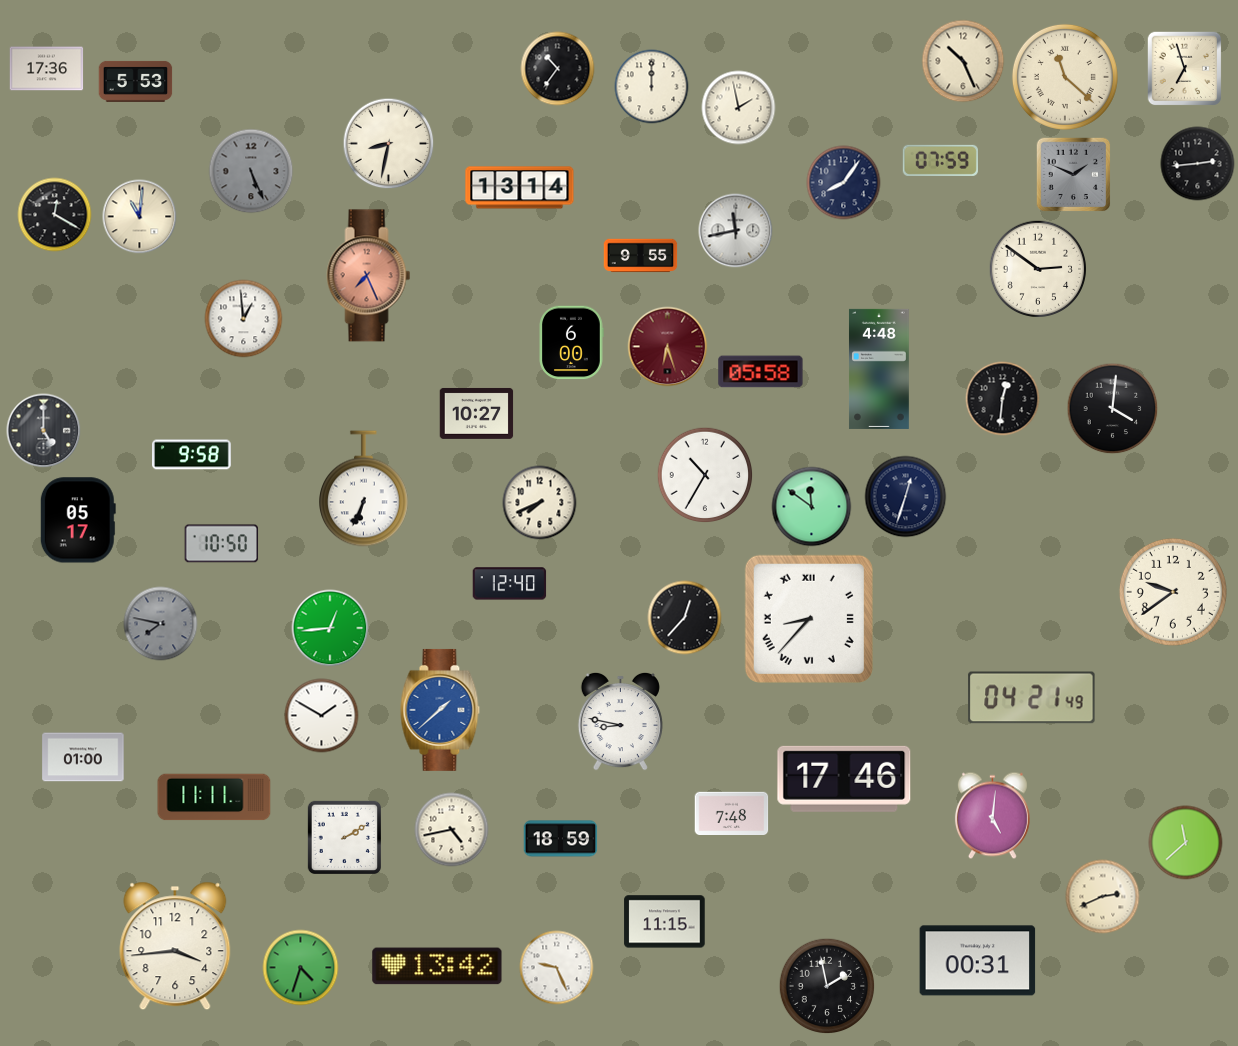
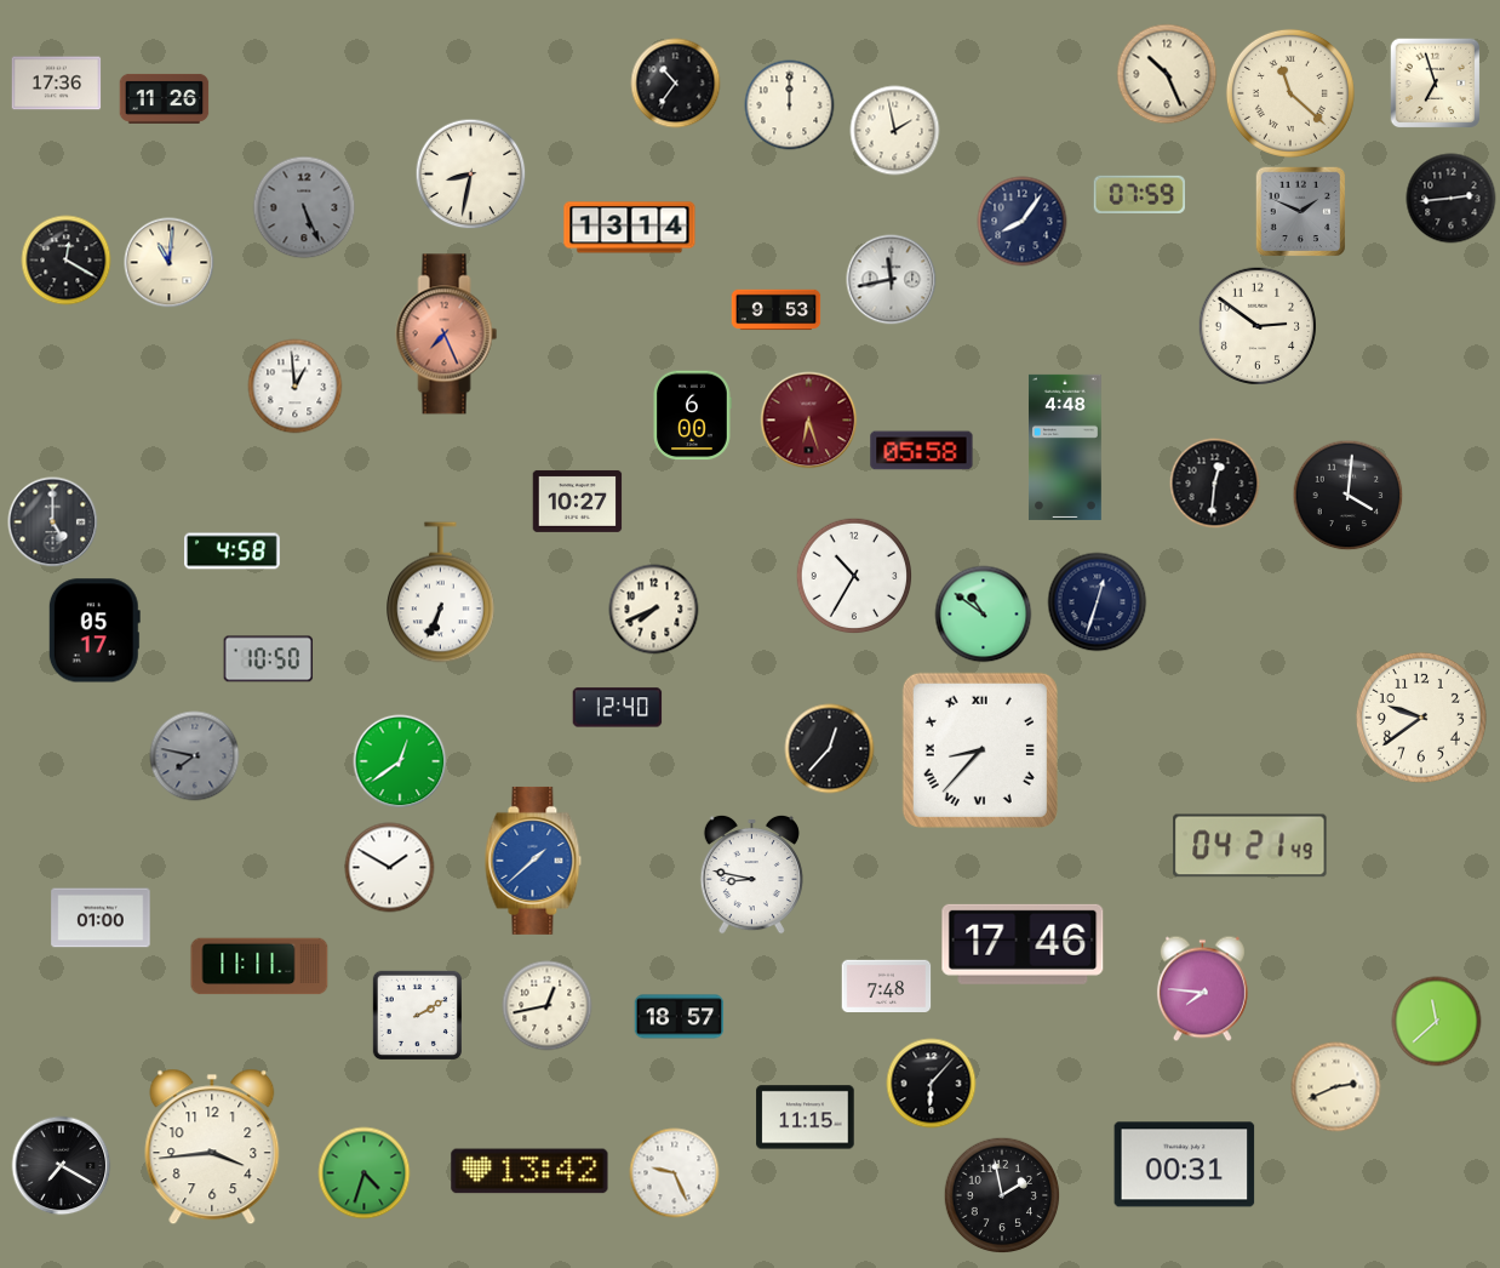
clock at (136, 81): 5:53 -> 11:26
clock at (641, 256): 9:55 -> 9:53
clock at (192, 455): 9:58 -> 4:58
clock at (812, 507): 11:51 -> 10:51
clock at (330, 628): 12:44 -> 12:39
clock at (992, 816): 5:01 -> 7:46
clock at (452, 830): 4:43 -> 12:43
clock at (561, 839): 18:59 -> 18:57
clock at (932, 1084): none -> 6:07
clock at (62, 1166): none -> 7:20
